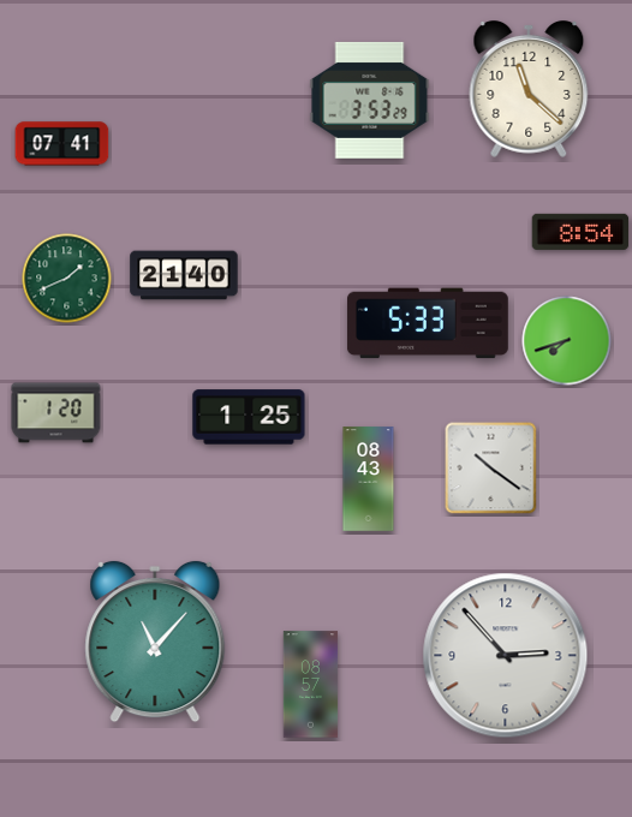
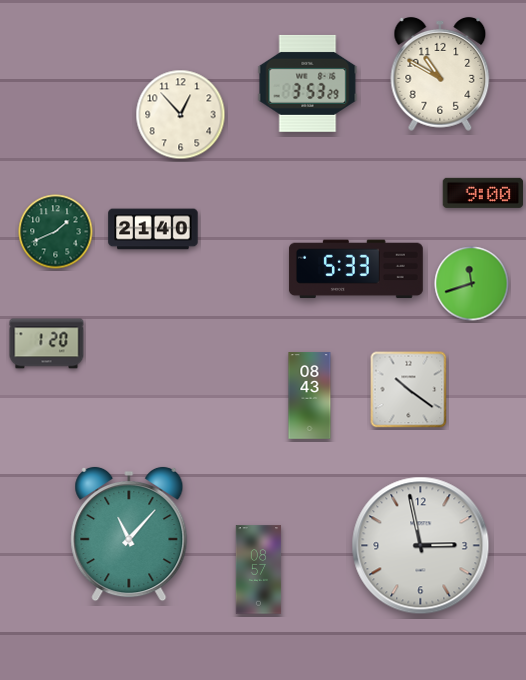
clock at (529, 89): 11:22 -> 10:50
clock at (181, 115): none -> 12:53
clock at (62, 144): 07:41 -> none
clock at (580, 232): 8:54 -> 9:00
clock at (567, 341): 7:42 -> 11:42
clock at (249, 417): 1:25 -> none
clock at (369, 479) position: (369, 479) -> (310, 396)
clock at (506, 656): 2:53 -> 2:58
